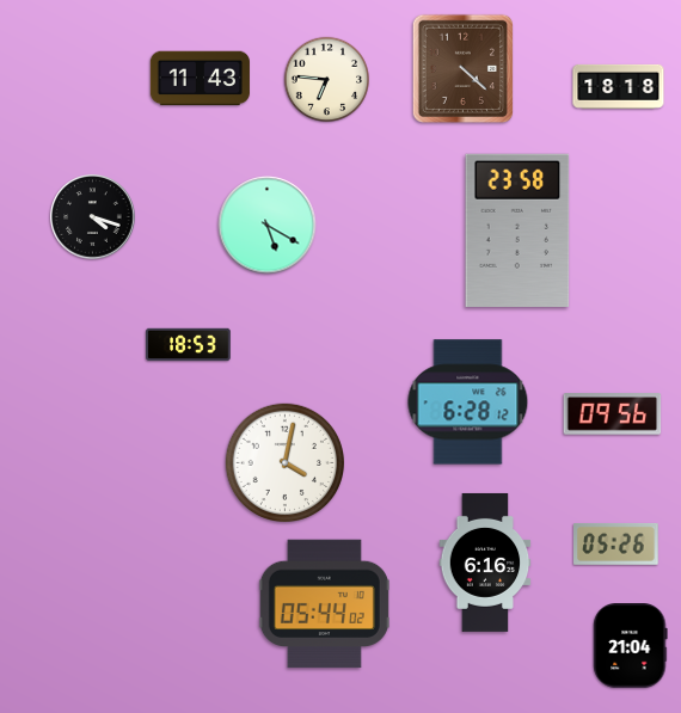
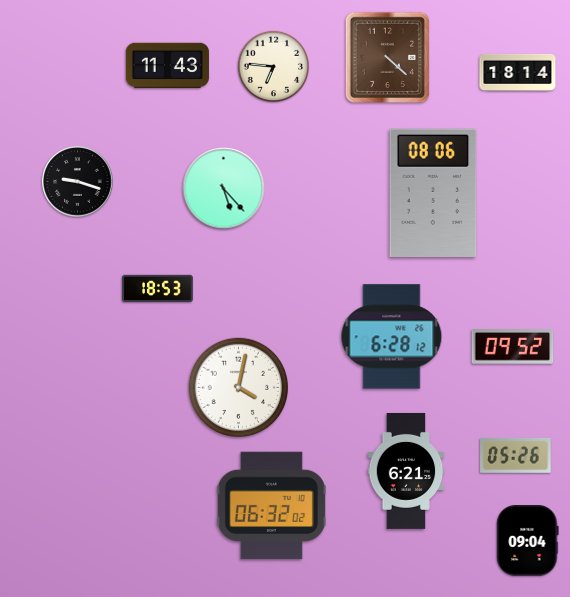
clock at (619, 86): 18:18 -> 18:14
clock at (93, 217): 4:18 -> 9:18
clock at (268, 226): 5:20 -> 5:23
clock at (517, 231): 23:58 -> 08:06
clock at (613, 414): 09:56 -> 09:52
clock at (485, 563): 6:16 -> 6:21
clock at (324, 604): 05:44 -> 06:32
clock at (631, 646): 21:04 -> 09:04
